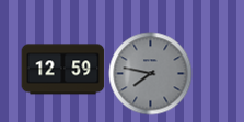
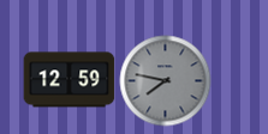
clock at (63, 70) position: (63, 70) -> (70, 80)
